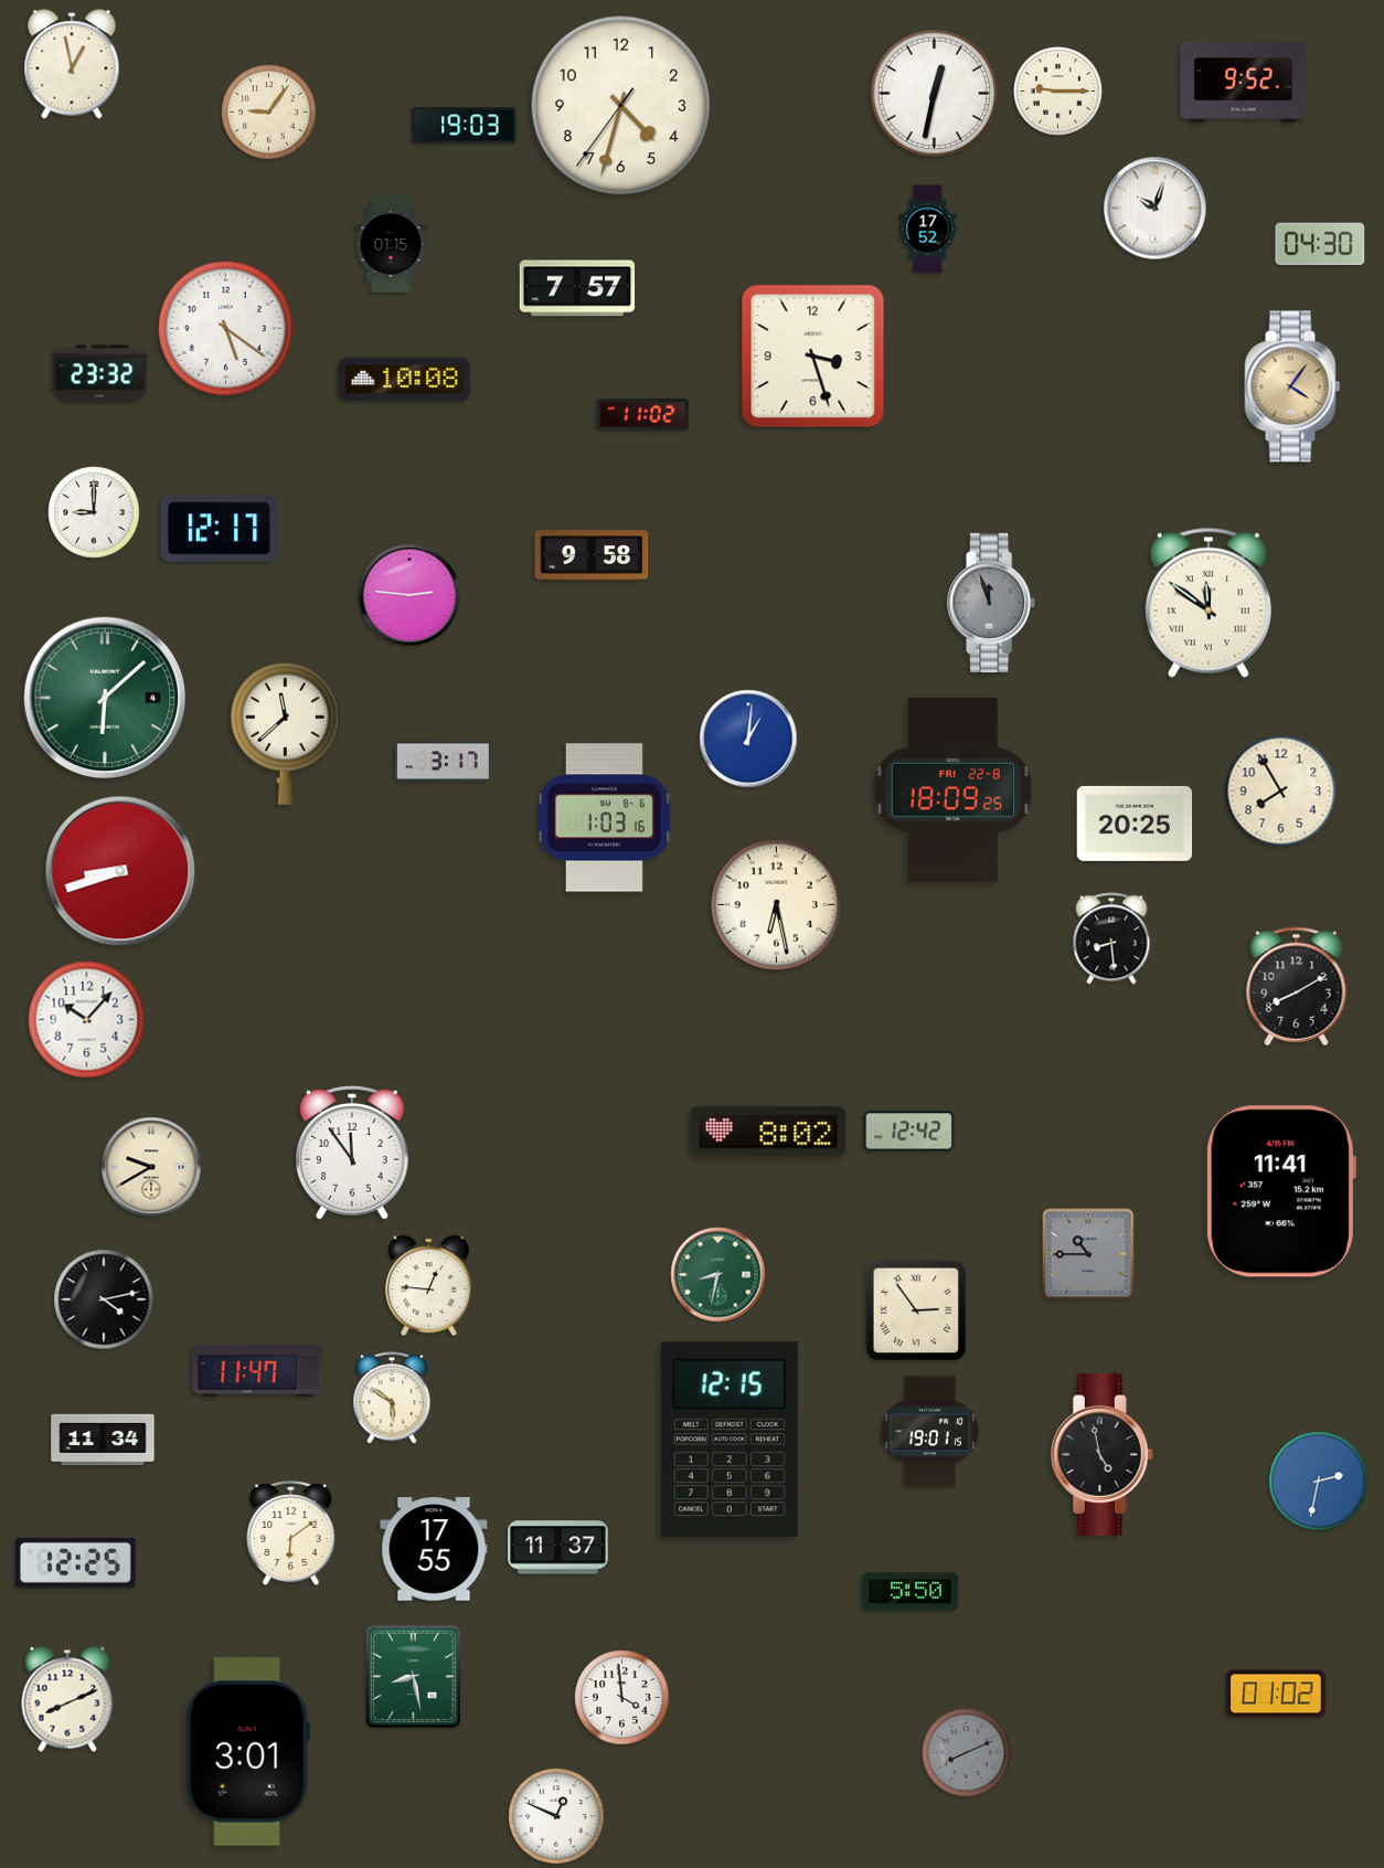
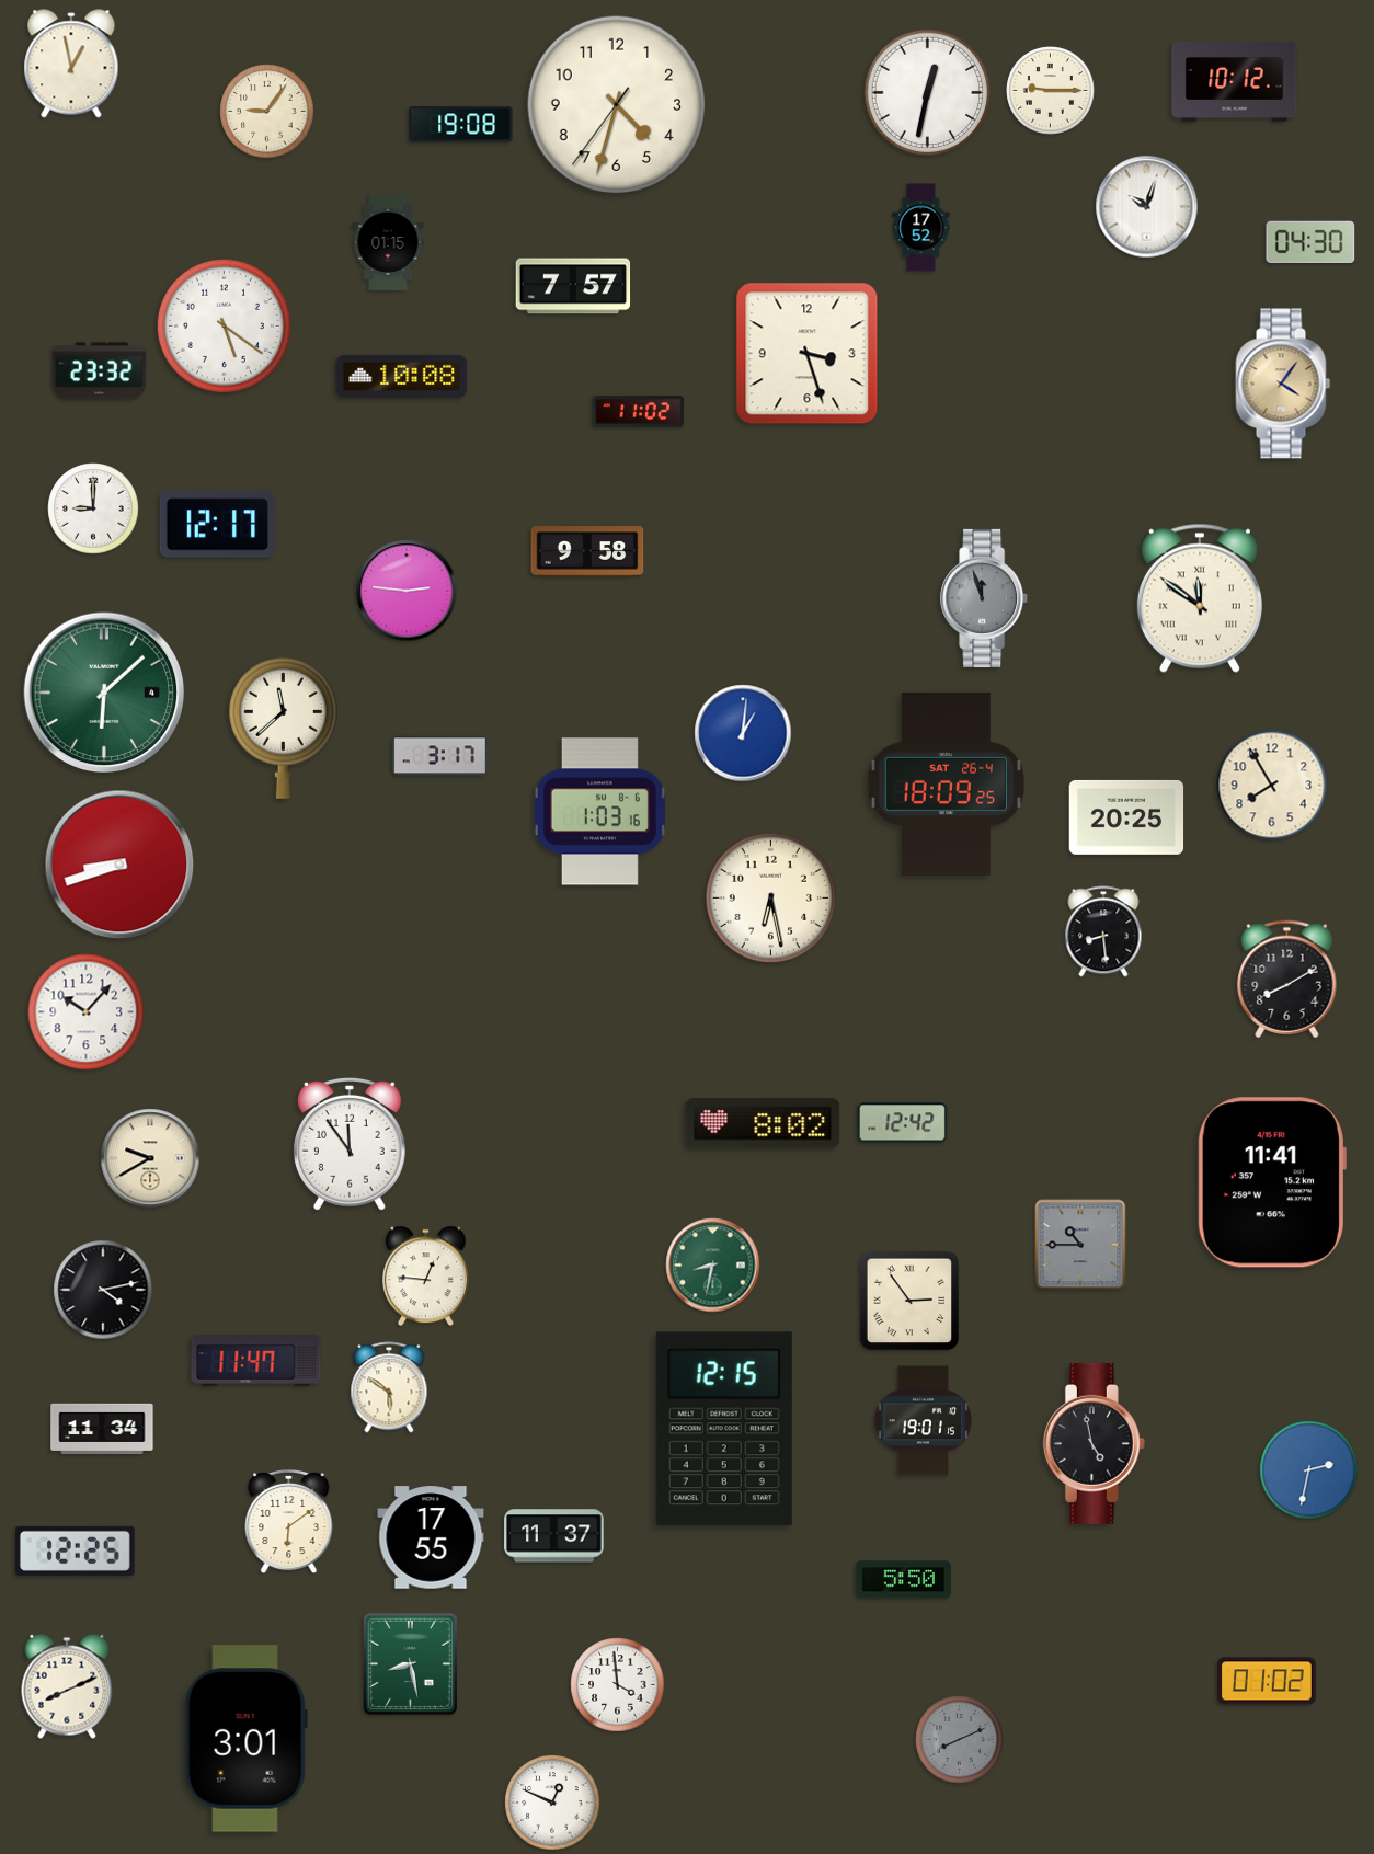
clock at (1244, 82): 9:52 -> 10:12
clock at (465, 126): 19:03 -> 19:08
clock at (952, 789) date: FRI 22-8 -> SAT 26-4
